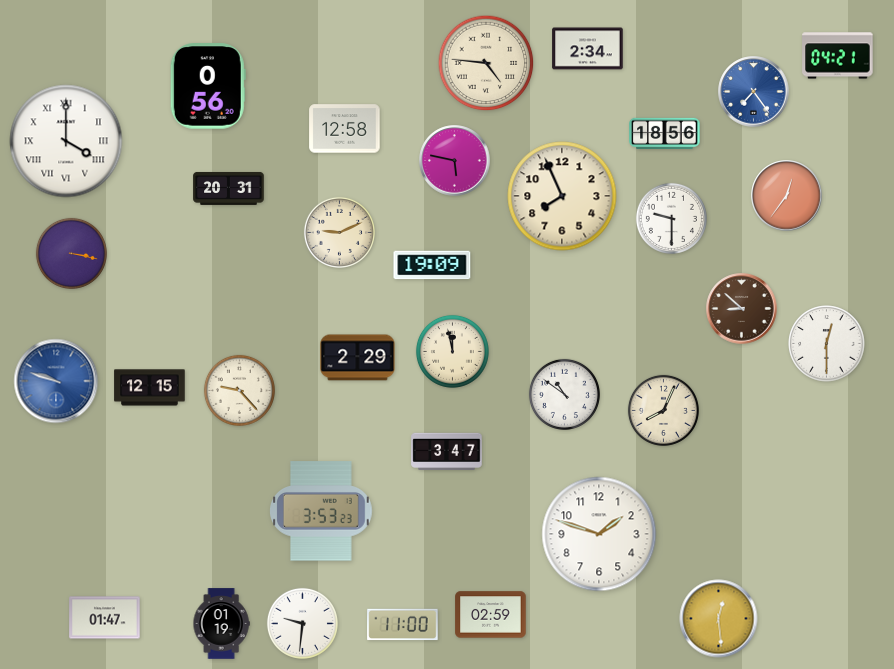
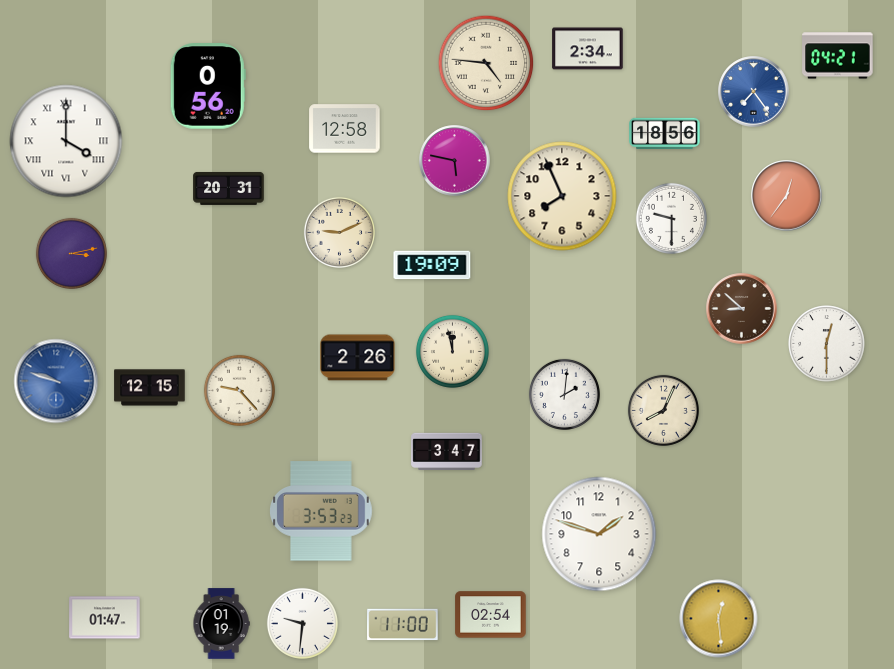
clock at (71, 253): 3:17 -> 3:13
clock at (358, 358): 2:29 -> 2:26
clock at (564, 394): 10:51 -> 2:01
clock at (491, 615): 02:59 -> 02:54
